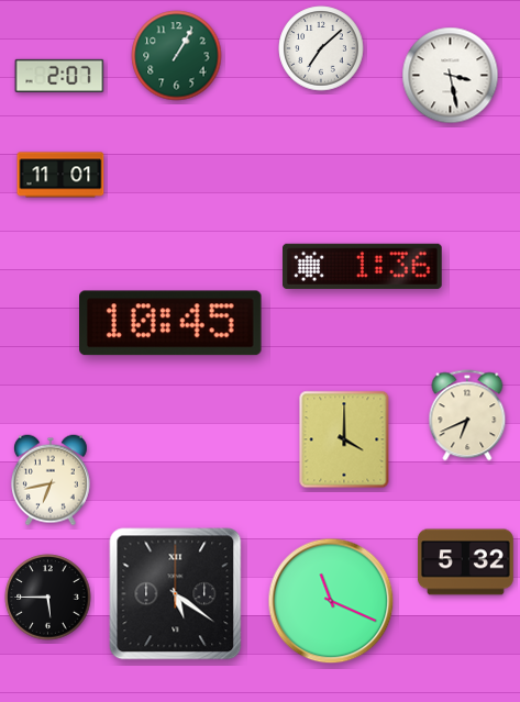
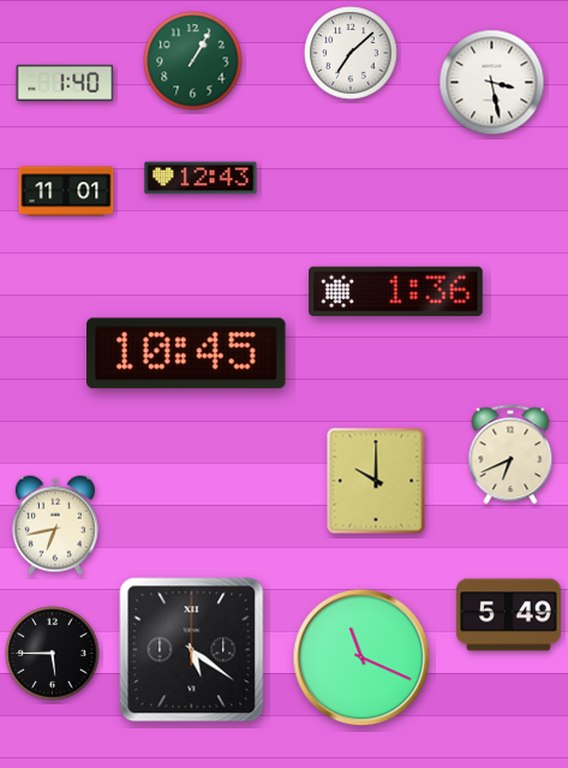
clock at (59, 75): 2:07 -> 1:40
clock at (201, 178): none -> 12:43
clock at (344, 439): 4:00 -> 10:00
clock at (466, 562): 5:32 -> 5:49
